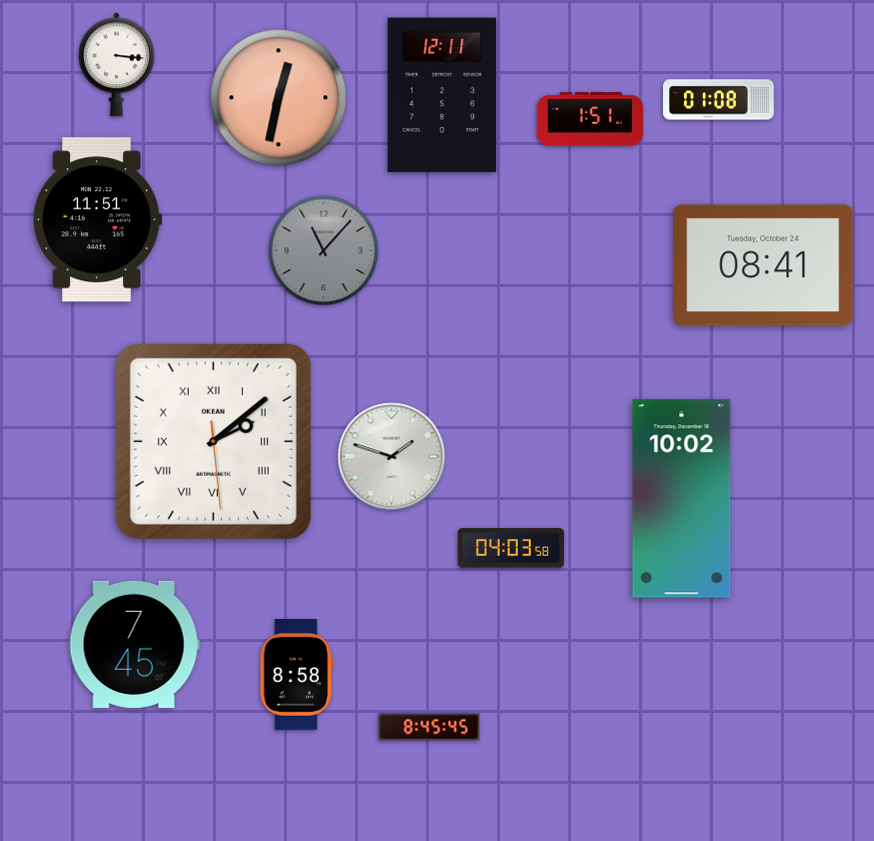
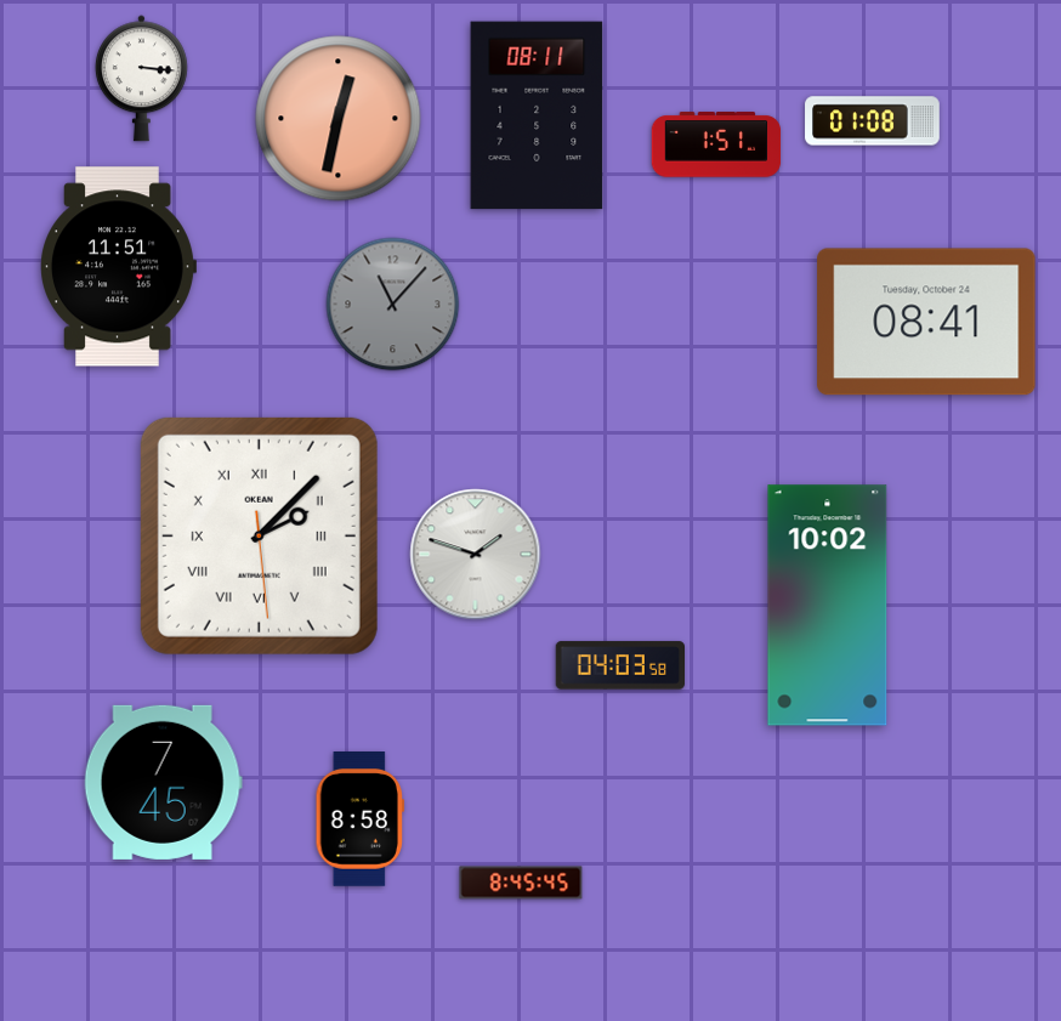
clock at (442, 95): 12:11 -> 08:11
clock at (213, 441): 2:08 -> 2:07
